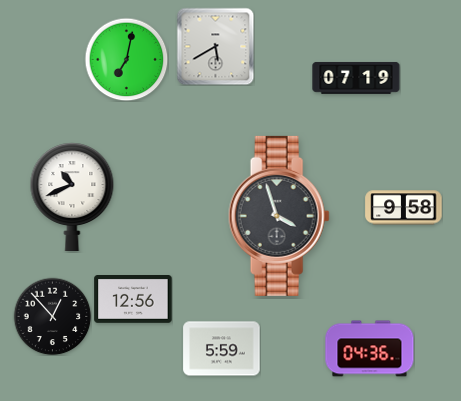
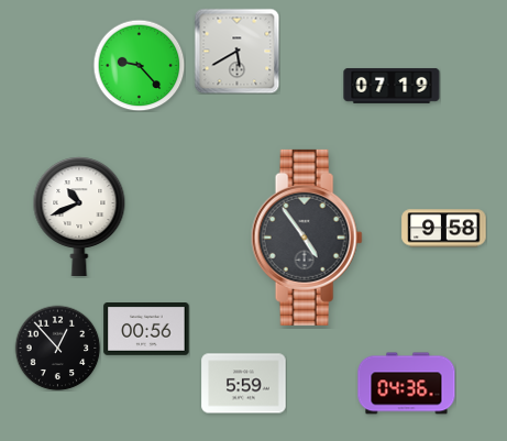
clock at (126, 59): 7:02 -> 9:23
clock at (279, 216): 3:57 -> 4:54
clock at (133, 300): 12:56 -> 00:56
